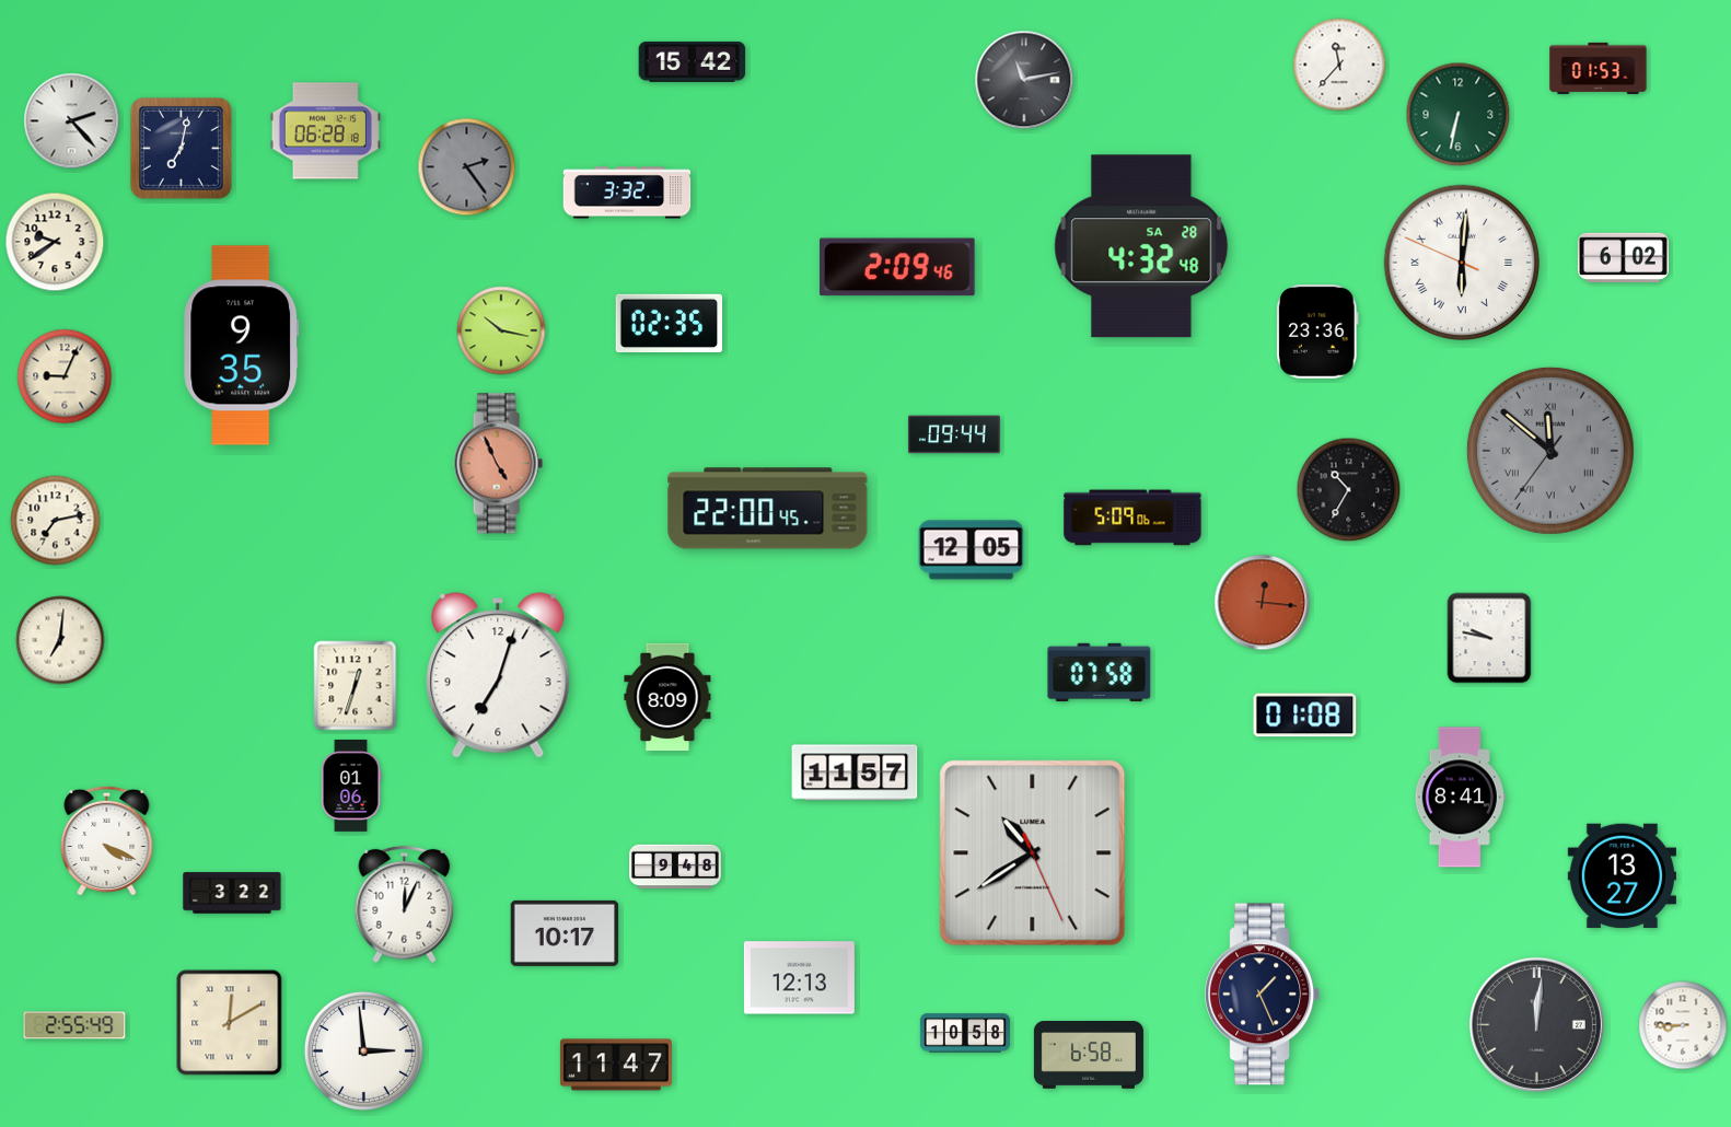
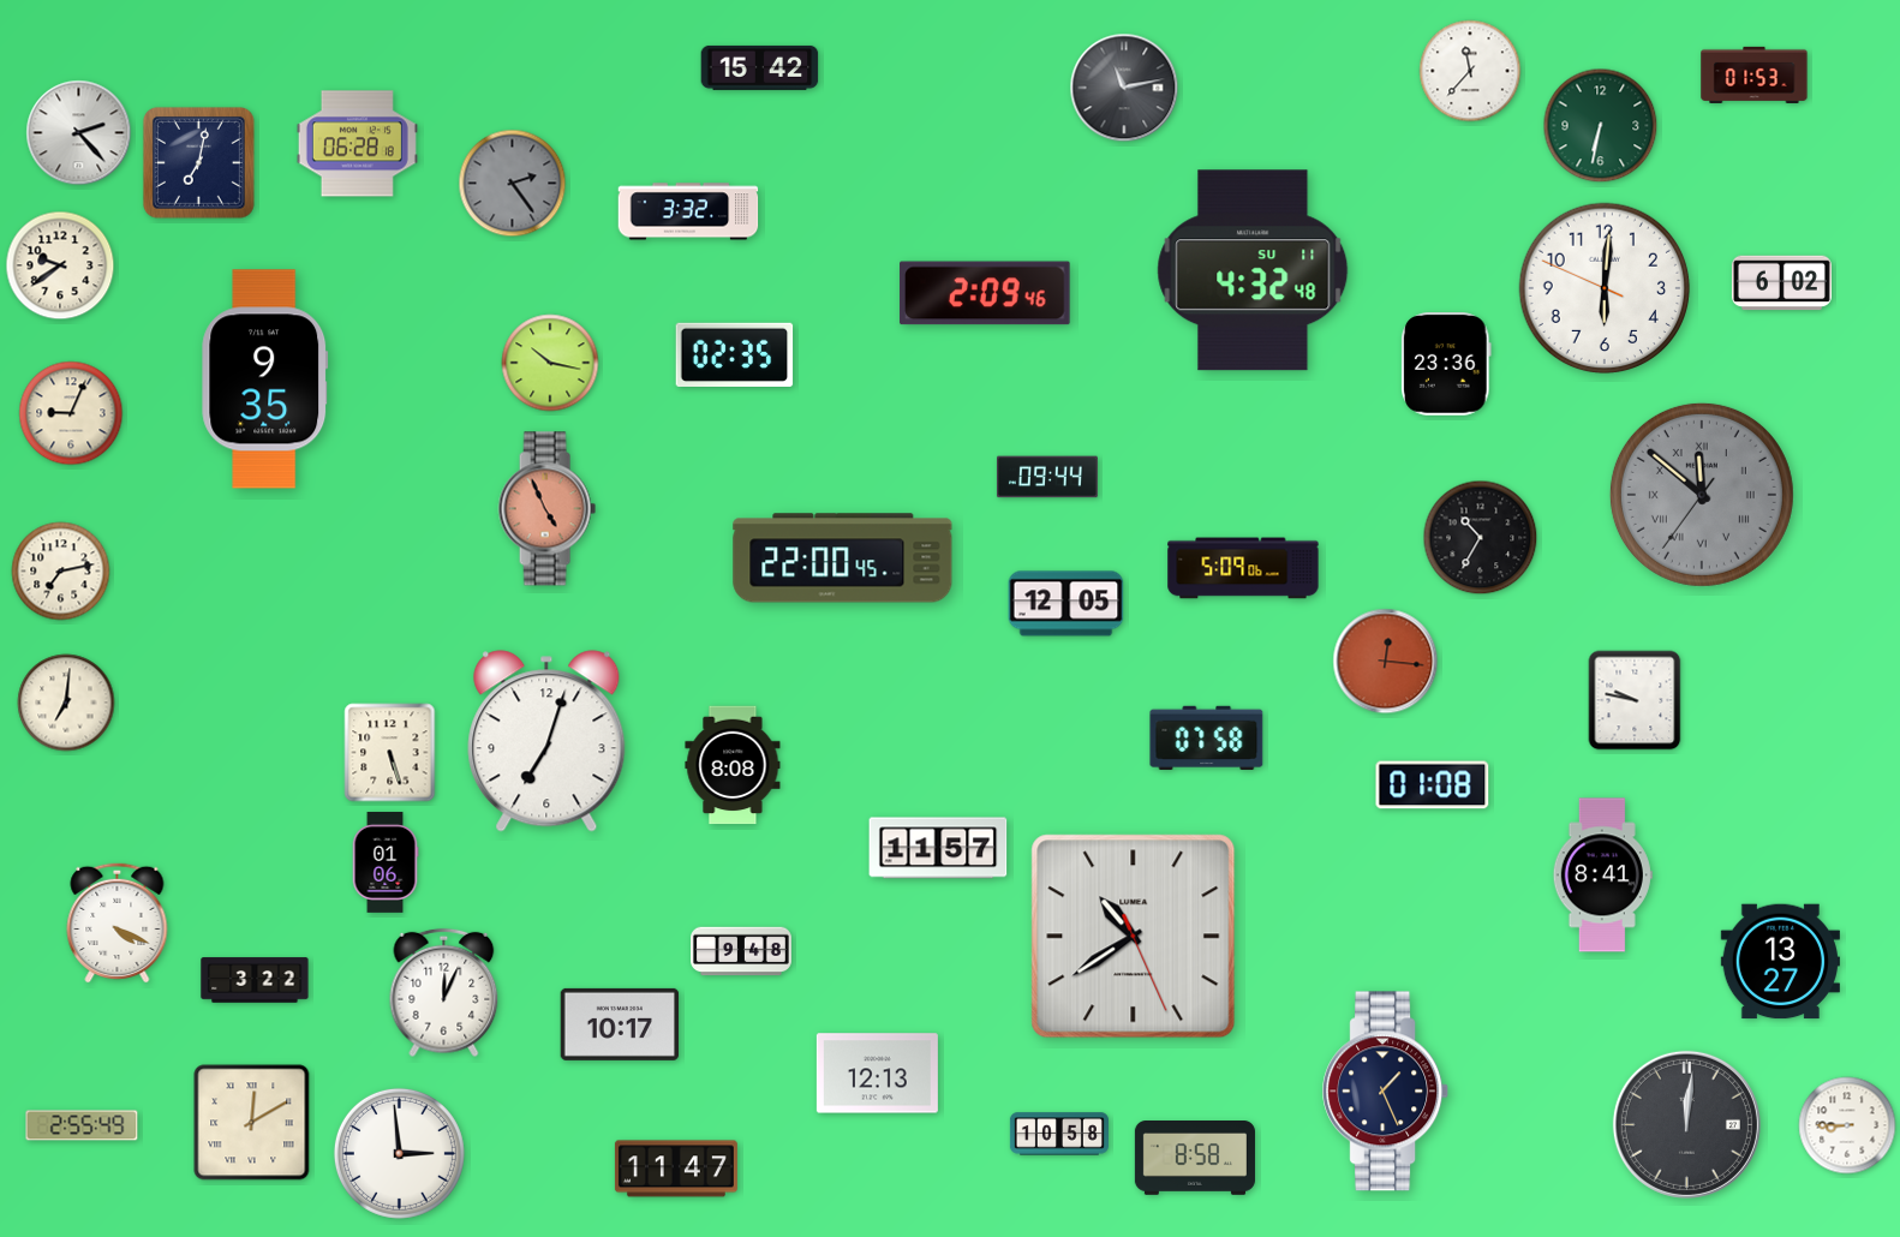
clock at (1141, 246) date: SA 28 -> SU 11
clock at (1462, 263) numerals: Roman -> Arabic
clock at (356, 686): 12:33 -> 5:27
clock at (667, 697): 8:09 -> 8:08
clock at (1089, 1055): 6:58 -> 8:58
